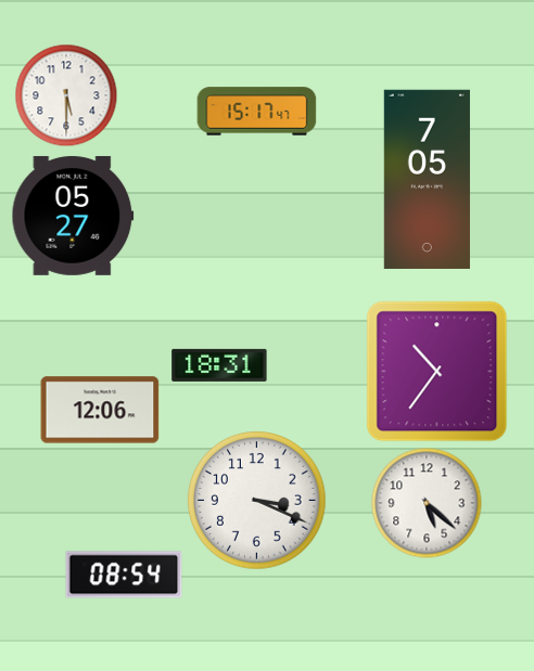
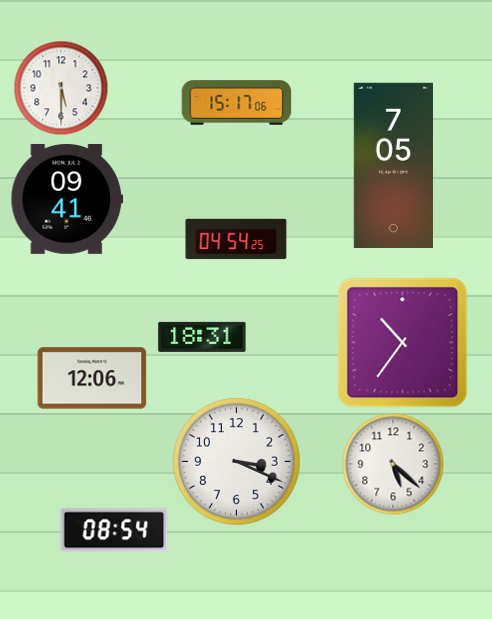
clock at (257, 112): 15:17:47 -> 15:17:06
clock at (73, 216): 05:27 -> 09:41
clock at (236, 239): none -> 04:54
